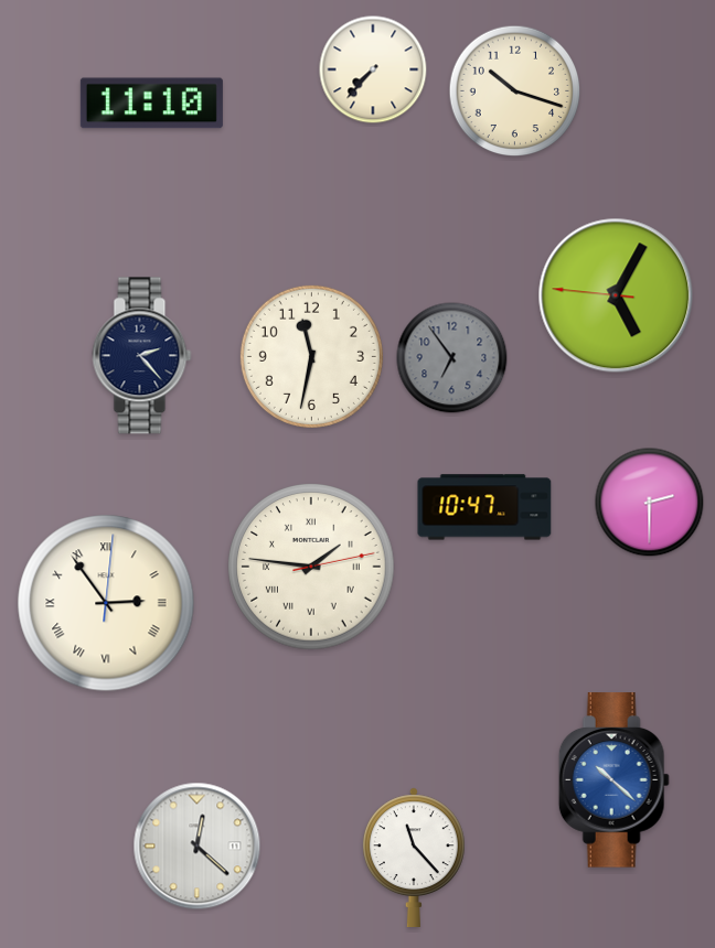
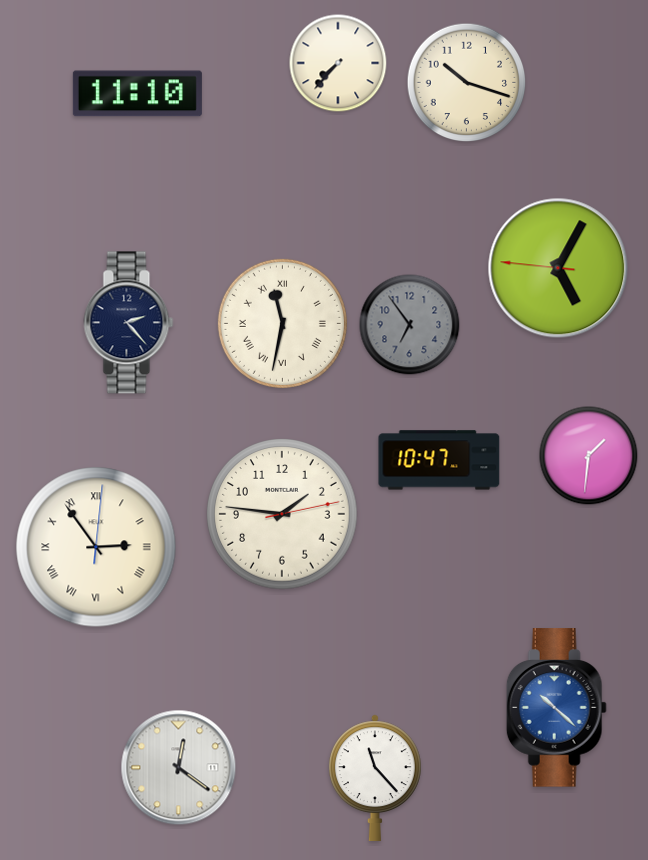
clock at (311, 356) numerals: Arabic -> Roman
clock at (650, 503): 2:30 -> 1:31
clock at (311, 567) numerals: Roman -> Arabic
clock at (198, 847): 12:22 -> 12:21
